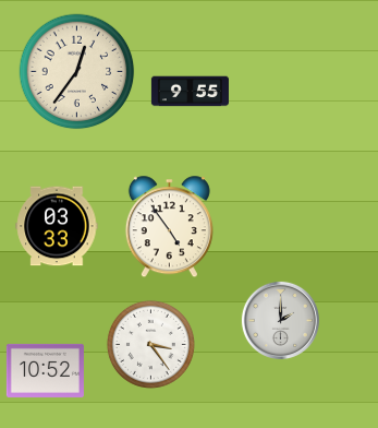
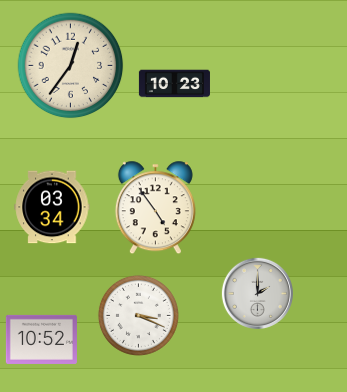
clock at (190, 92): 9:55 -> 10:23
clock at (57, 226): 03:33 -> 03:34
clock at (150, 344): 3:24 -> 3:19
